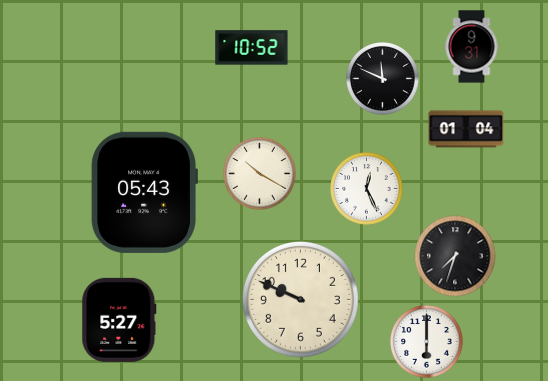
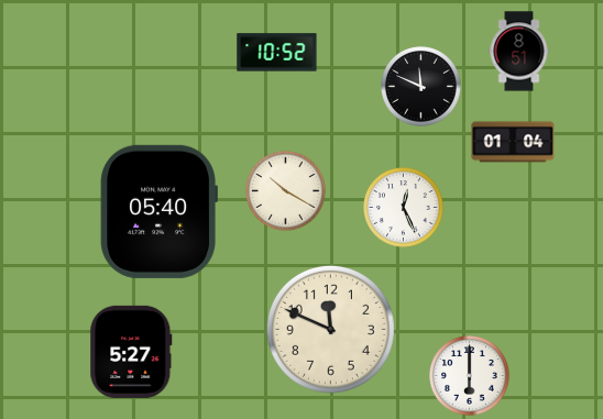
clock at (472, 47): 9:31 -> 8:51
clock at (144, 192): 05:43 -> 05:40
clock at (455, 256): 7:33 -> none
clock at (300, 299): 9:49 -> 11:49
